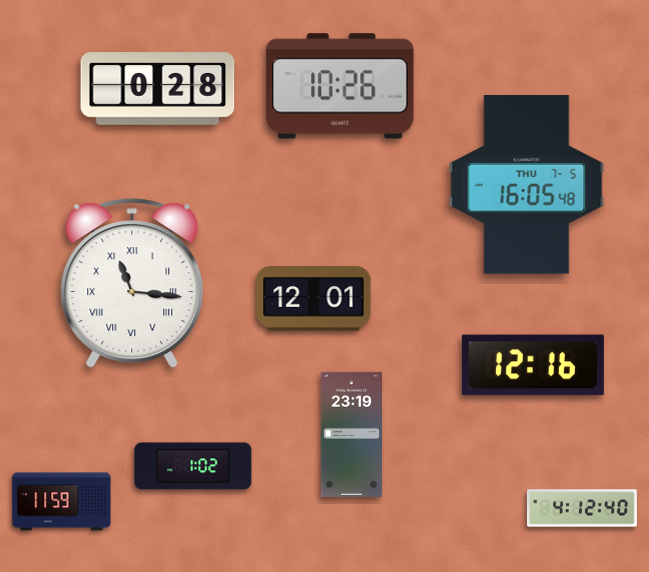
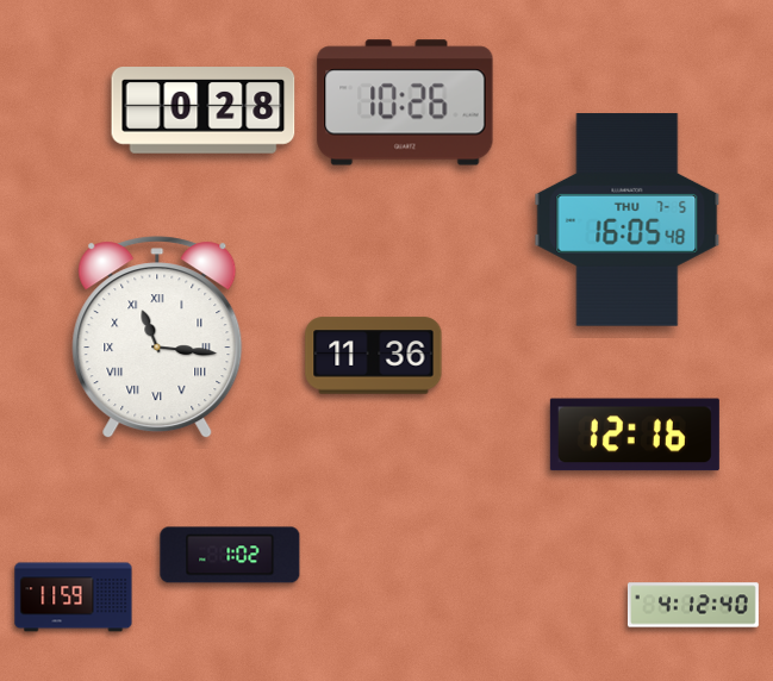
clock at (158, 89) position: (158, 89) -> (204, 111)
clock at (314, 299): 12:01 -> 11:36
clock at (351, 434): 23:19 -> none
